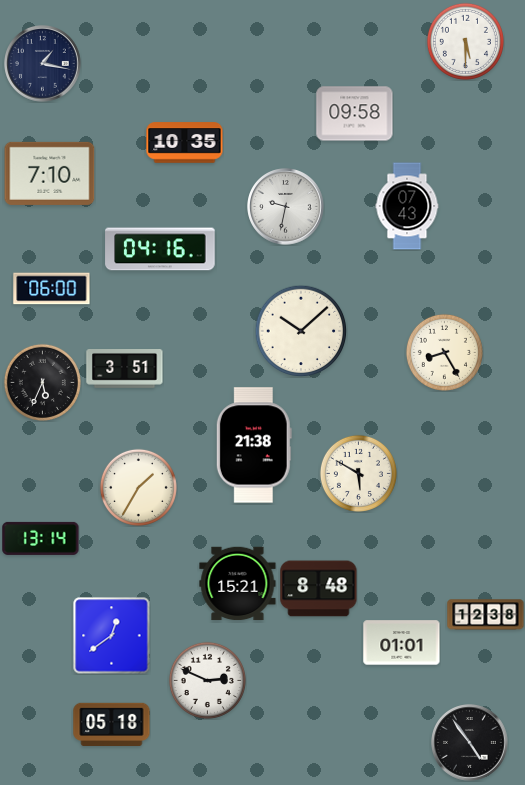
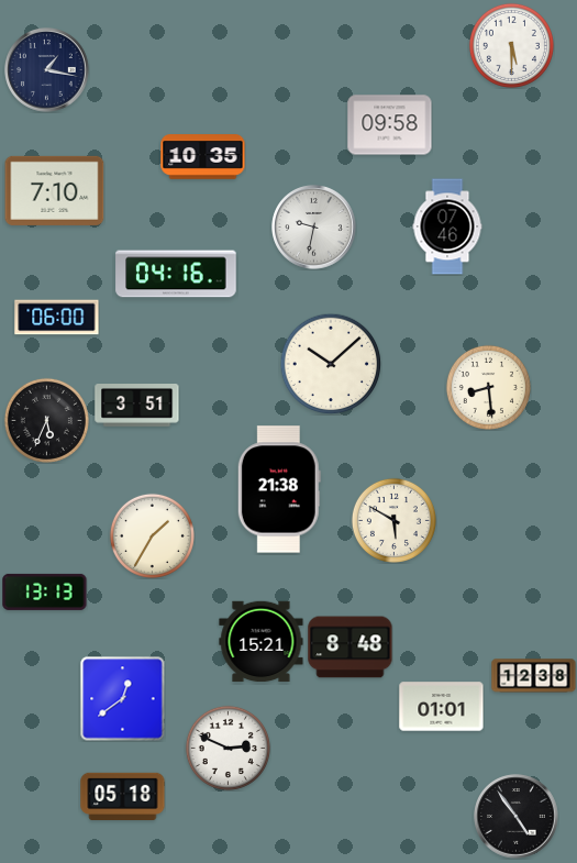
clock at (407, 206): 07:43 -> 07:46
clock at (444, 352): 8:25 -> 8:29
clock at (41, 538): 13:14 -> 13:13
